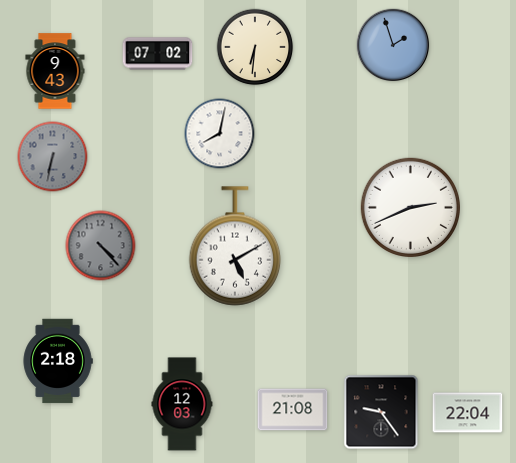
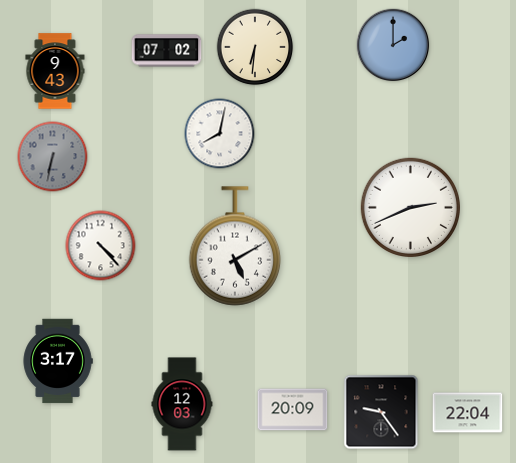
clock at (393, 45): 1:57 -> 2:00
clock at (158, 54) position: (158, 54) -> (167, 51)
clock at (101, 246) dial: grey -> white
clock at (58, 361): 2:18 -> 3:17
clock at (293, 410): 21:08 -> 20:09
